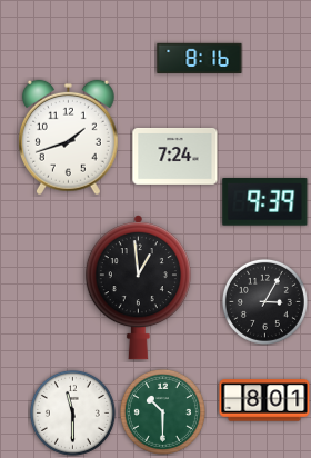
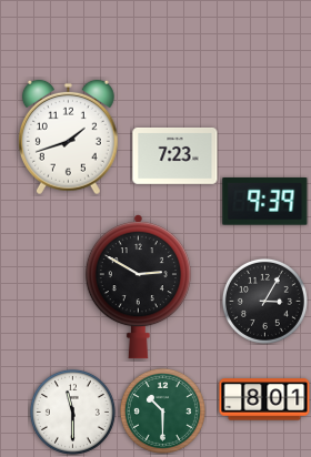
clock at (200, 58): 8:16 -> none
clock at (175, 156): 7:24 -> 7:23
clock at (138, 288): 12:59 -> 2:50
